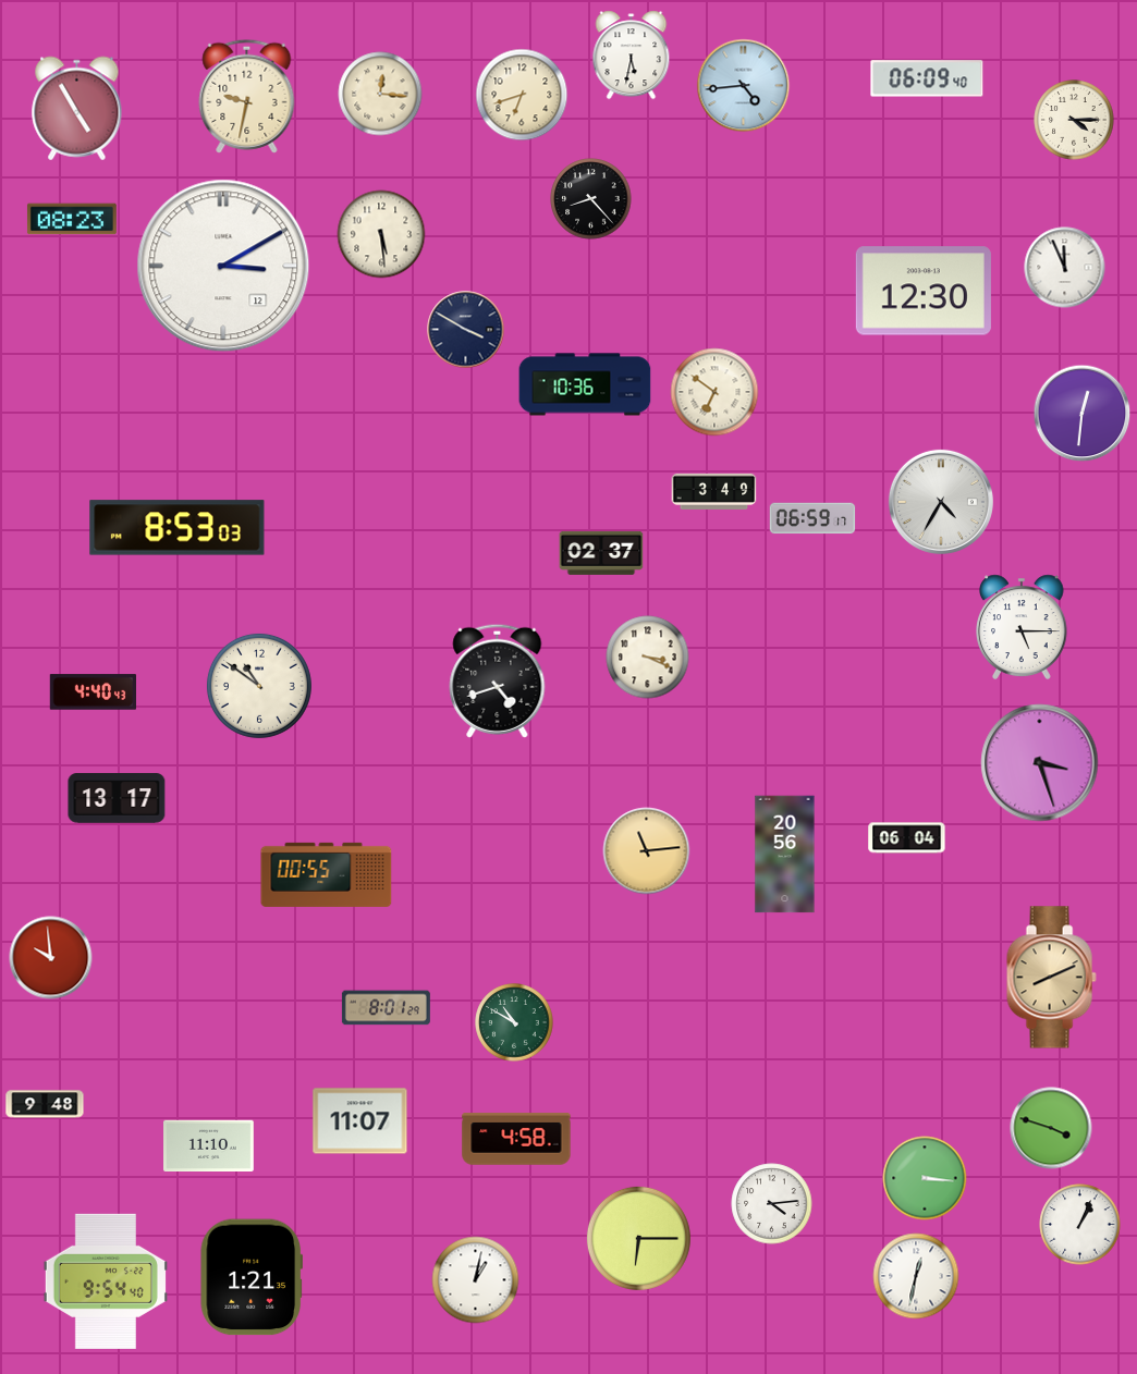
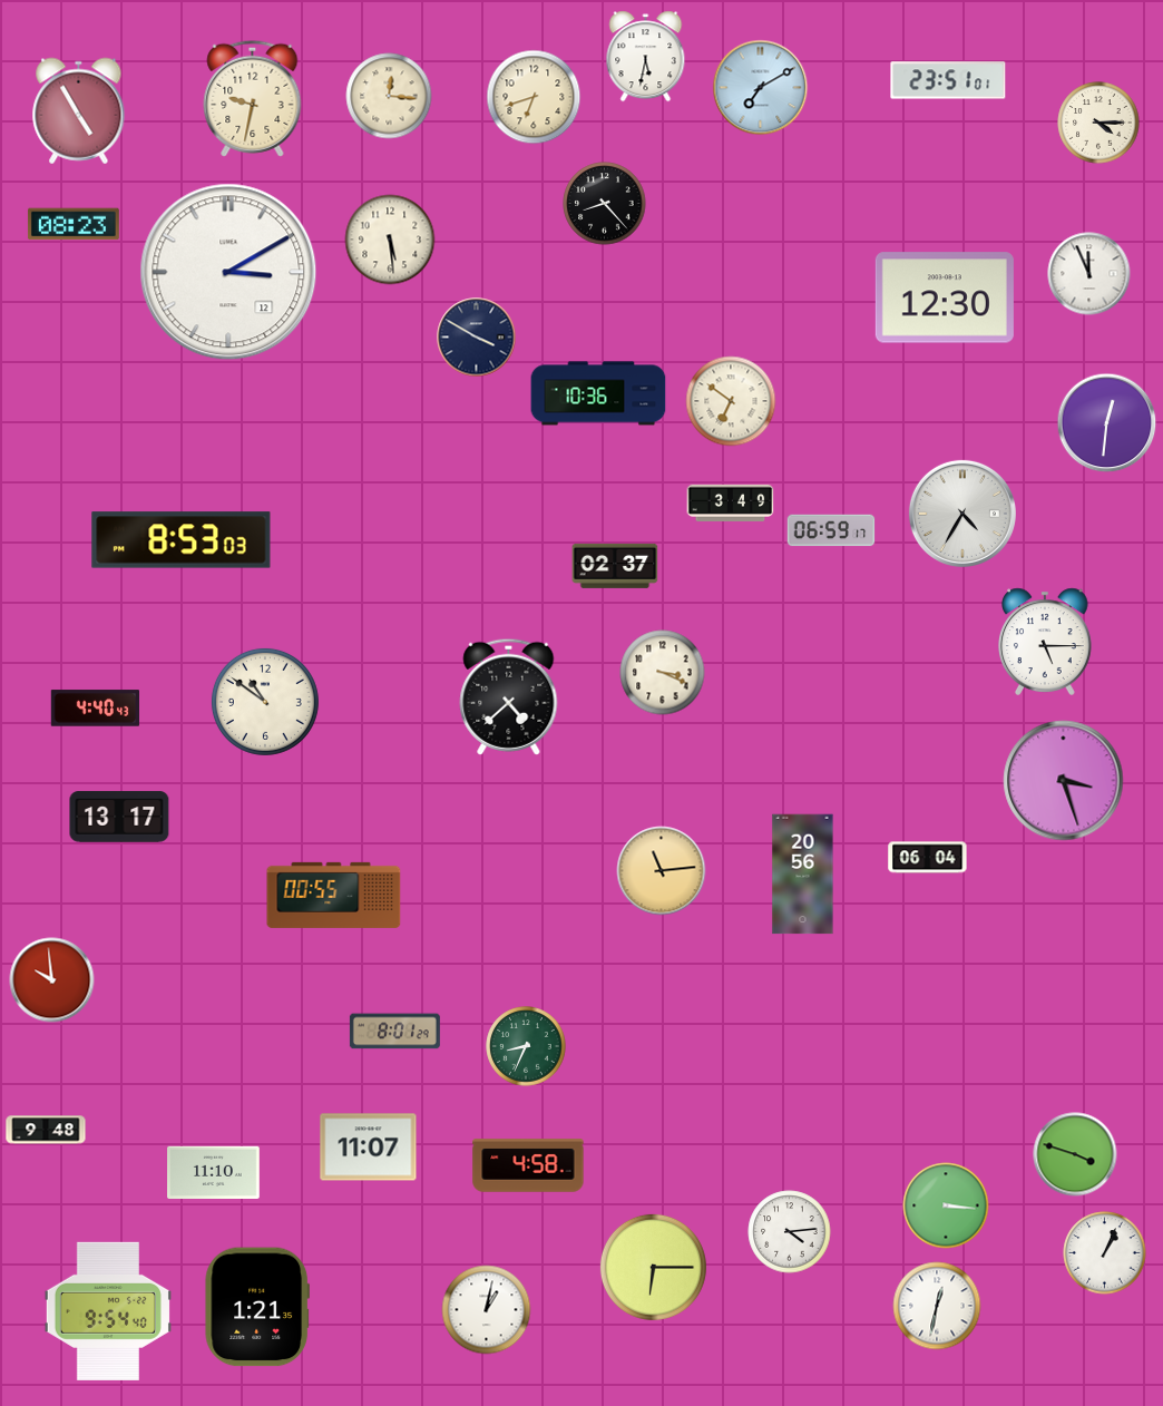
clock at (927, 78): 06:09 -> 23:51
clock at (744, 86): 4:44 -> 7:10
clock at (498, 680): 4:42 -> 4:38
clock at (1051, 978): 8:11 -> none
clock at (514, 1022): 10:50 -> 8:34
